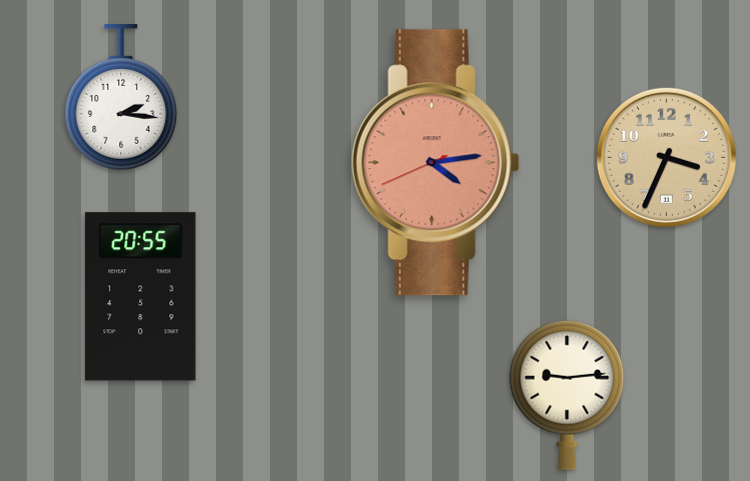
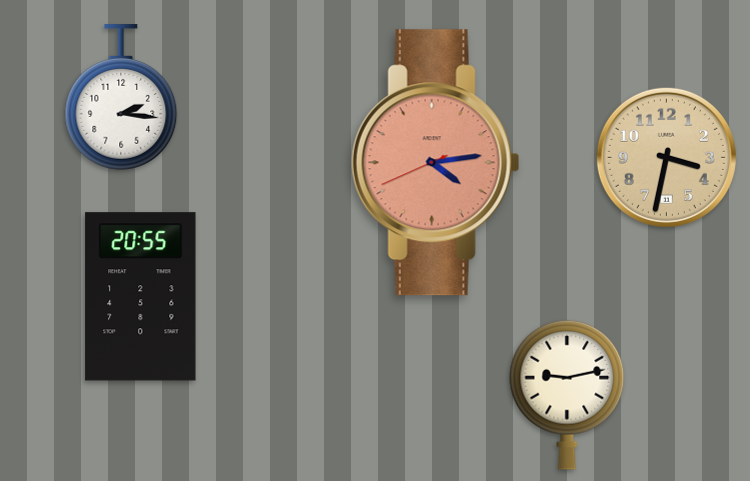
clock at (666, 157): 3:34 -> 3:32
clock at (567, 395): 9:14 -> 9:13
